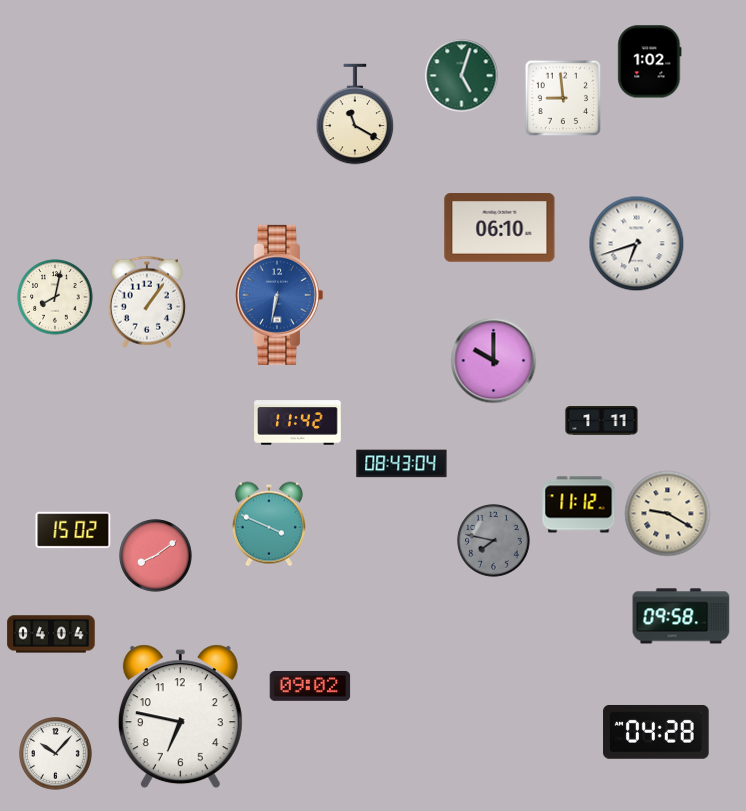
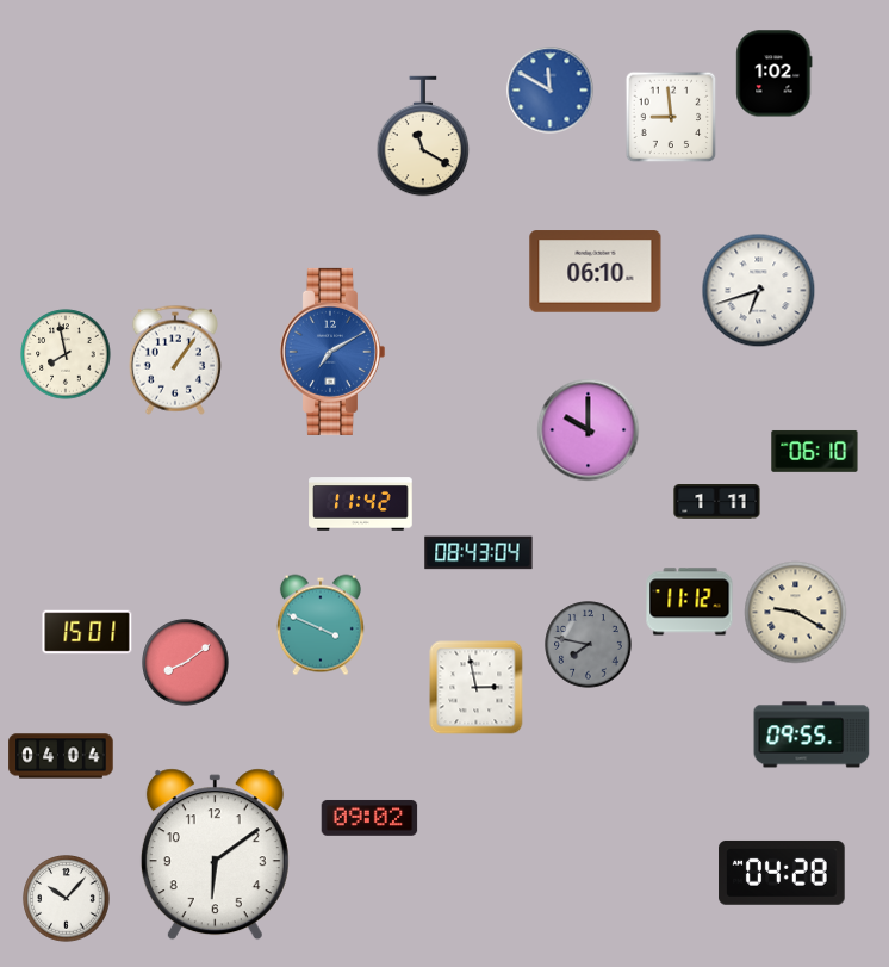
clock at (462, 76): 5:03 -> 11:50
clock at (462, 76) dial: green -> blue
clock at (278, 295): 6:32 -> 7:10
clock at (55, 297): 8:02 -> 7:58
clock at (815, 452): none -> 06:10
clock at (298, 423) position: (298, 423) -> (361, 504)
clock at (73, 530): 15:02 -> 15:01
clock at (477, 688): none -> 2:58
clock at (681, 616): 09:58 -> 09:55
clock at (180, 717): 6:47 -> 6:09
